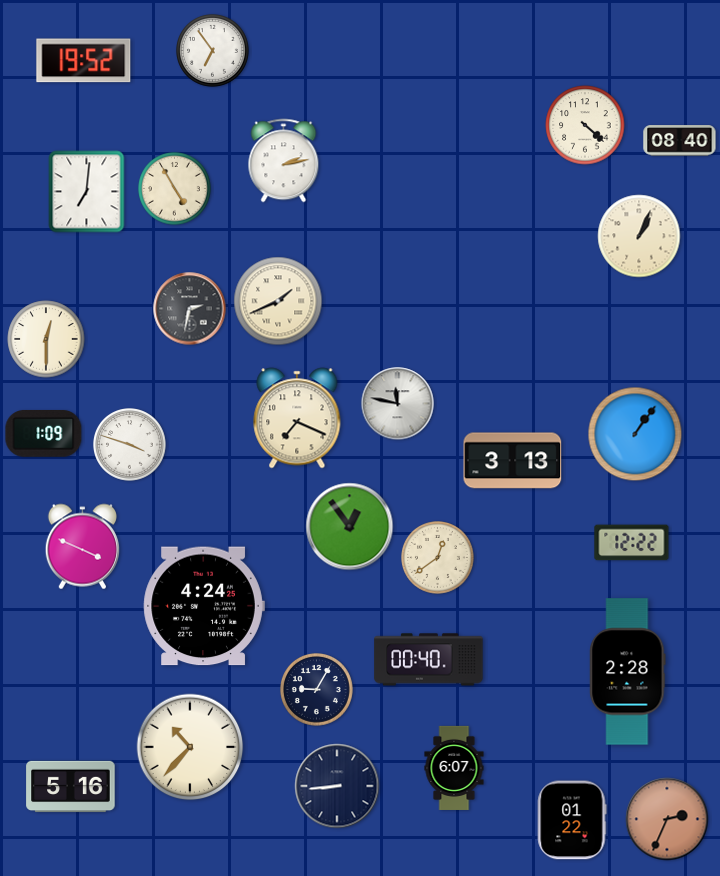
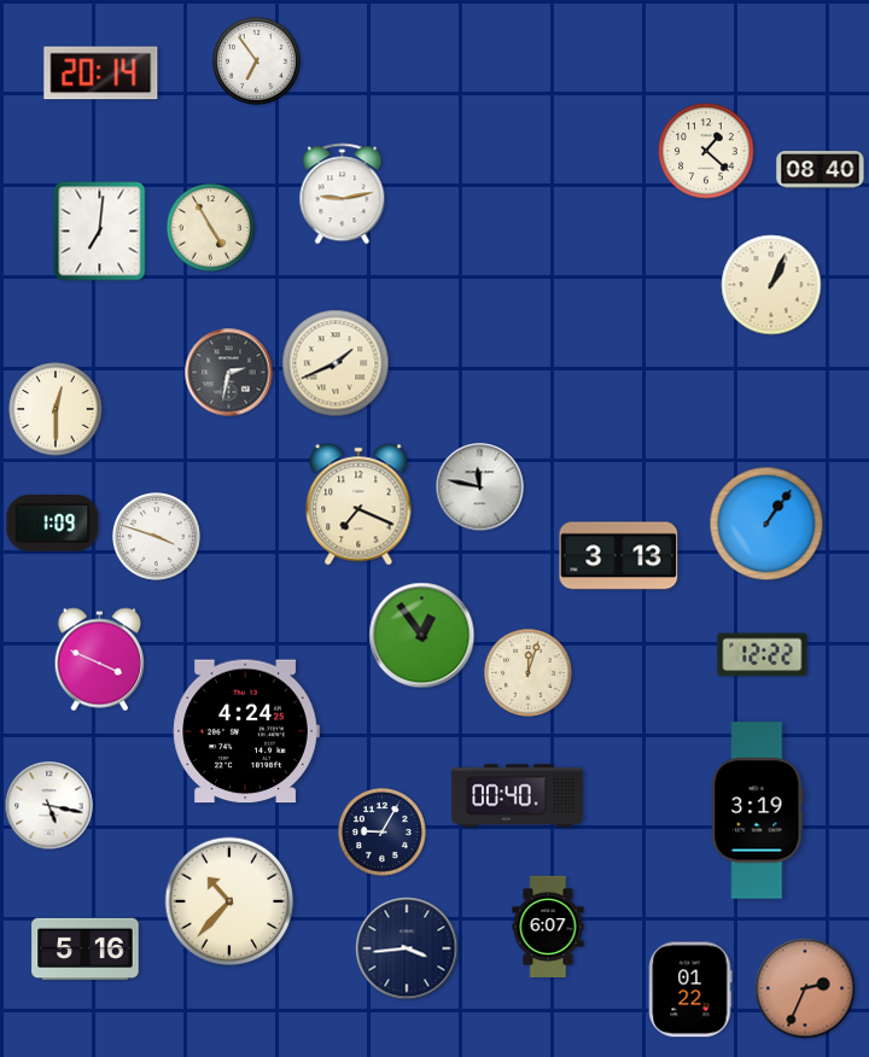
clock at (84, 61): 19:52 -> 20:14
clock at (585, 125): 4:22 -> 1:22
clock at (284, 161): 2:13 -> 9:13
clock at (87, 192) position: (87, 192) -> (100, 232)
clock at (438, 558): 12:39 -> 12:03
clock at (49, 806): none -> 5:17
clock at (628, 672): 2:28 -> 3:19
clock at (337, 786): 8:44 -> 3:44
